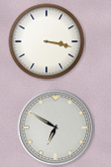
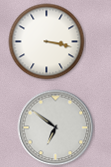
clock at (56, 128): 6:50 -> 6:51
